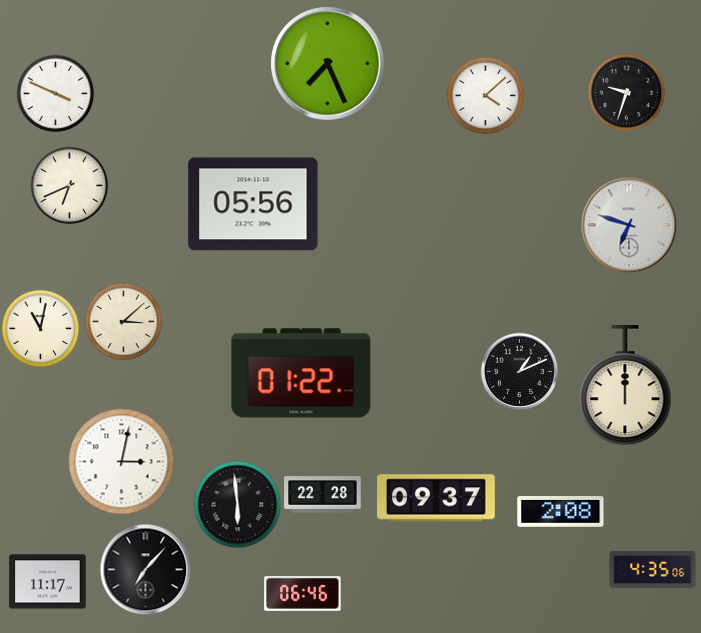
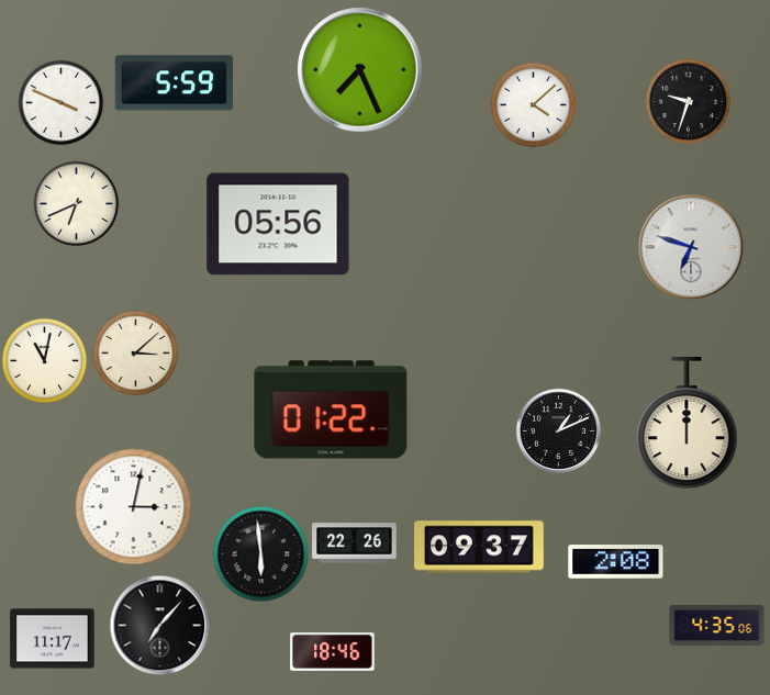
clock at (174, 83): none -> 5:59
clock at (519, 371) position: (519, 371) -> (558, 430)
clock at (323, 495): 22:28 -> 22:26
clock at (303, 594): 06:46 -> 18:46
